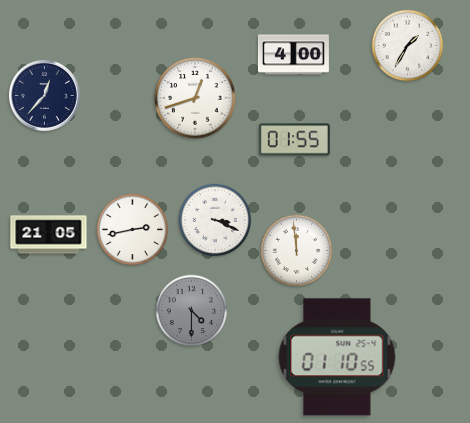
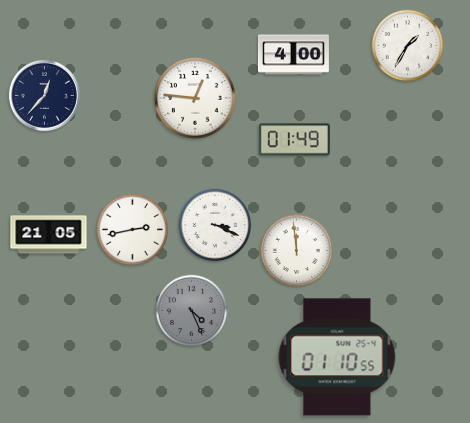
clock at (195, 98): 12:42 -> 12:46
clock at (294, 140): 01:55 -> 01:49
clock at (215, 220) position: (215, 220) -> (215, 225)
clock at (192, 311): 4:30 -> 4:26
